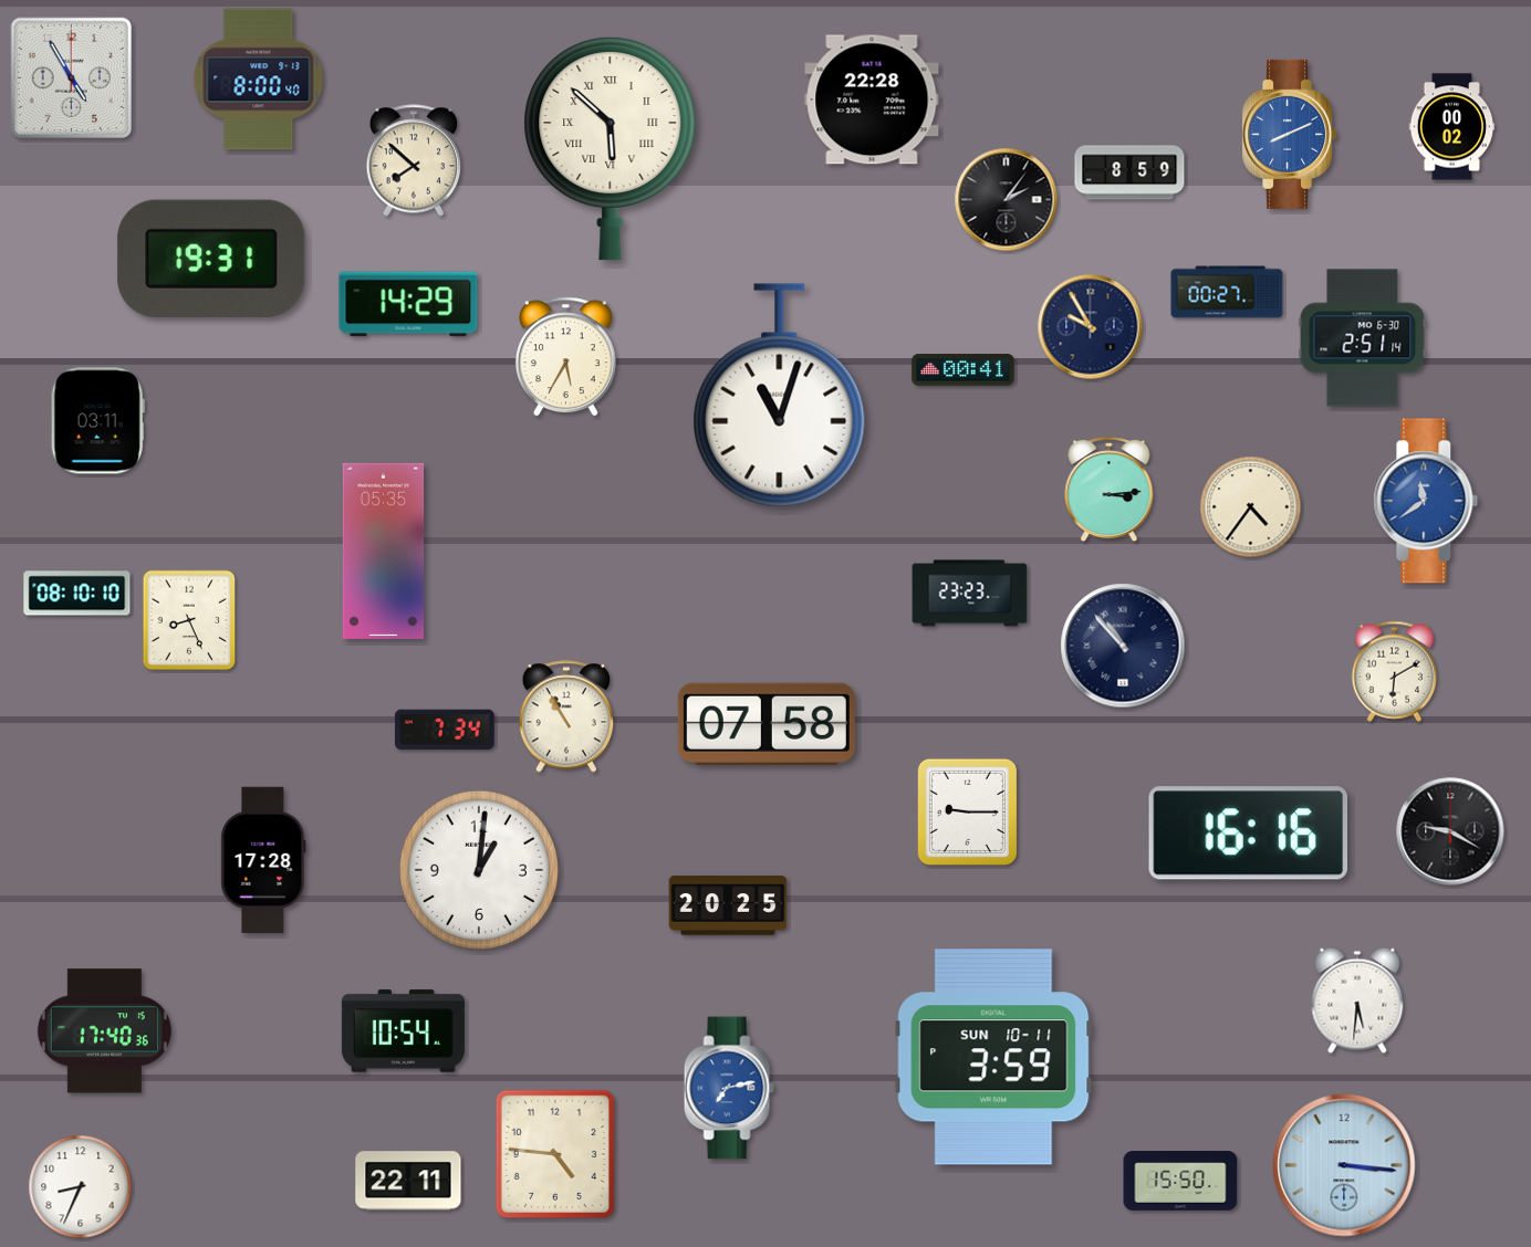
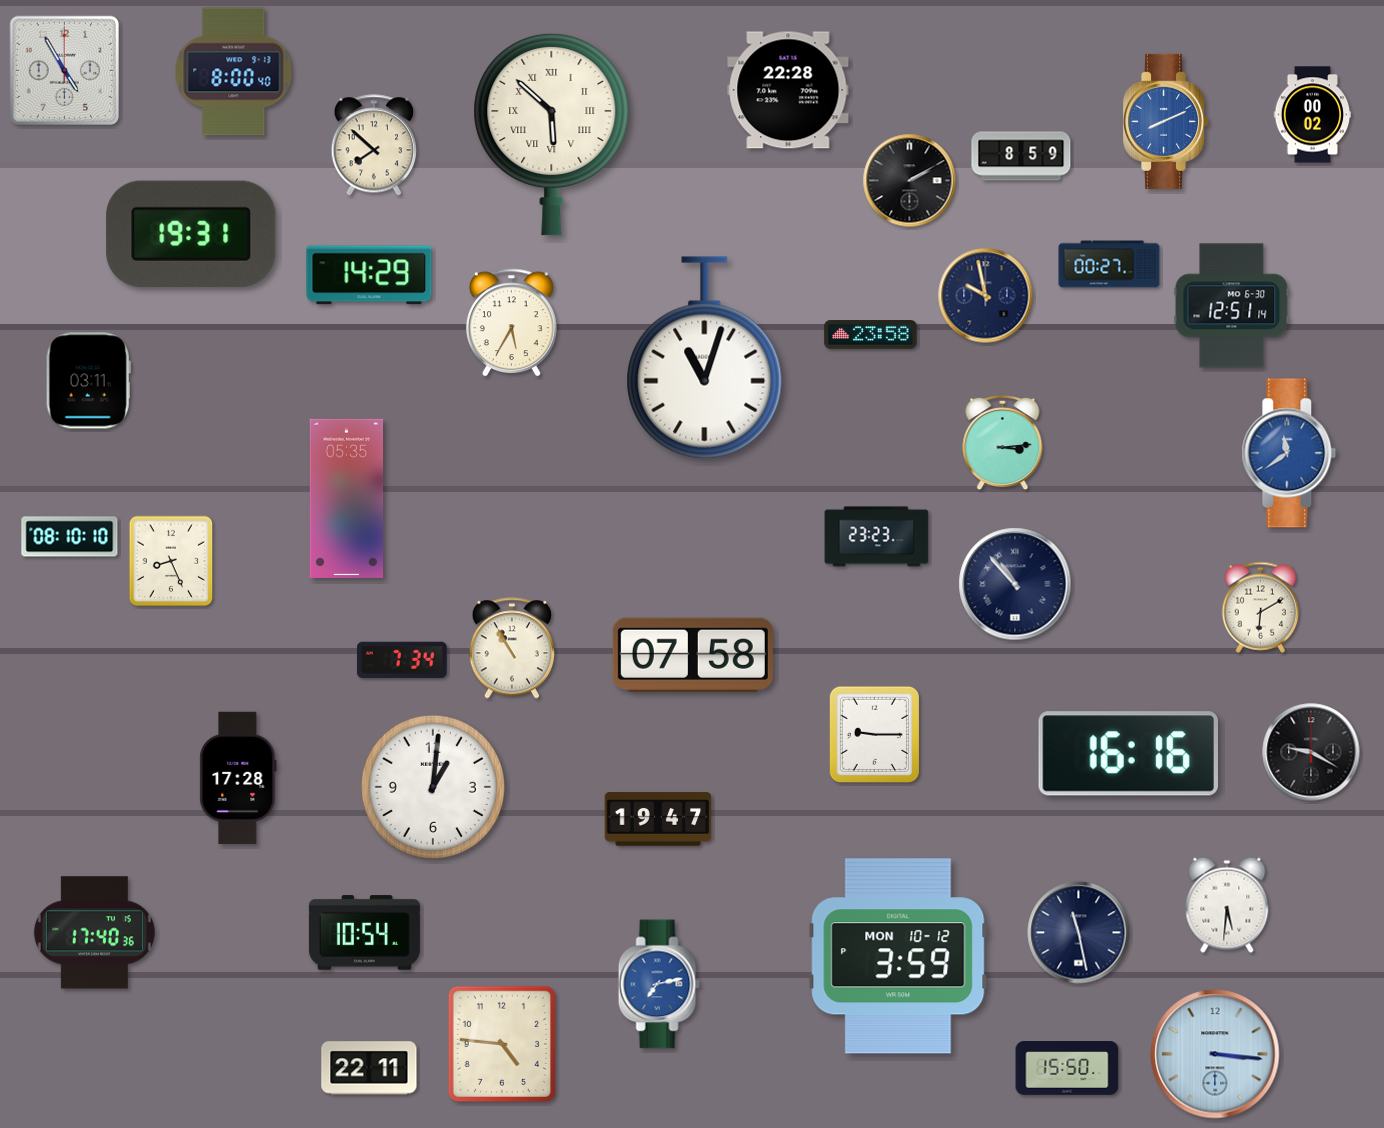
clock at (1007, 200): 2:06 -> 2:10
clock at (1091, 327): 9:55 -> 9:58
clock at (1363, 338): 2:51 -> 12:51
clock at (964, 370): 00:41 -> 23:58
clock at (1251, 507): 4:36 -> none
clock at (728, 905): 20:25 -> 19:47
clock at (1079, 933): none -> 11:28
clock at (993, 1057) date: SUN 10-11 -> MON 10-12
clock at (81, 1187): 8:34 -> none
